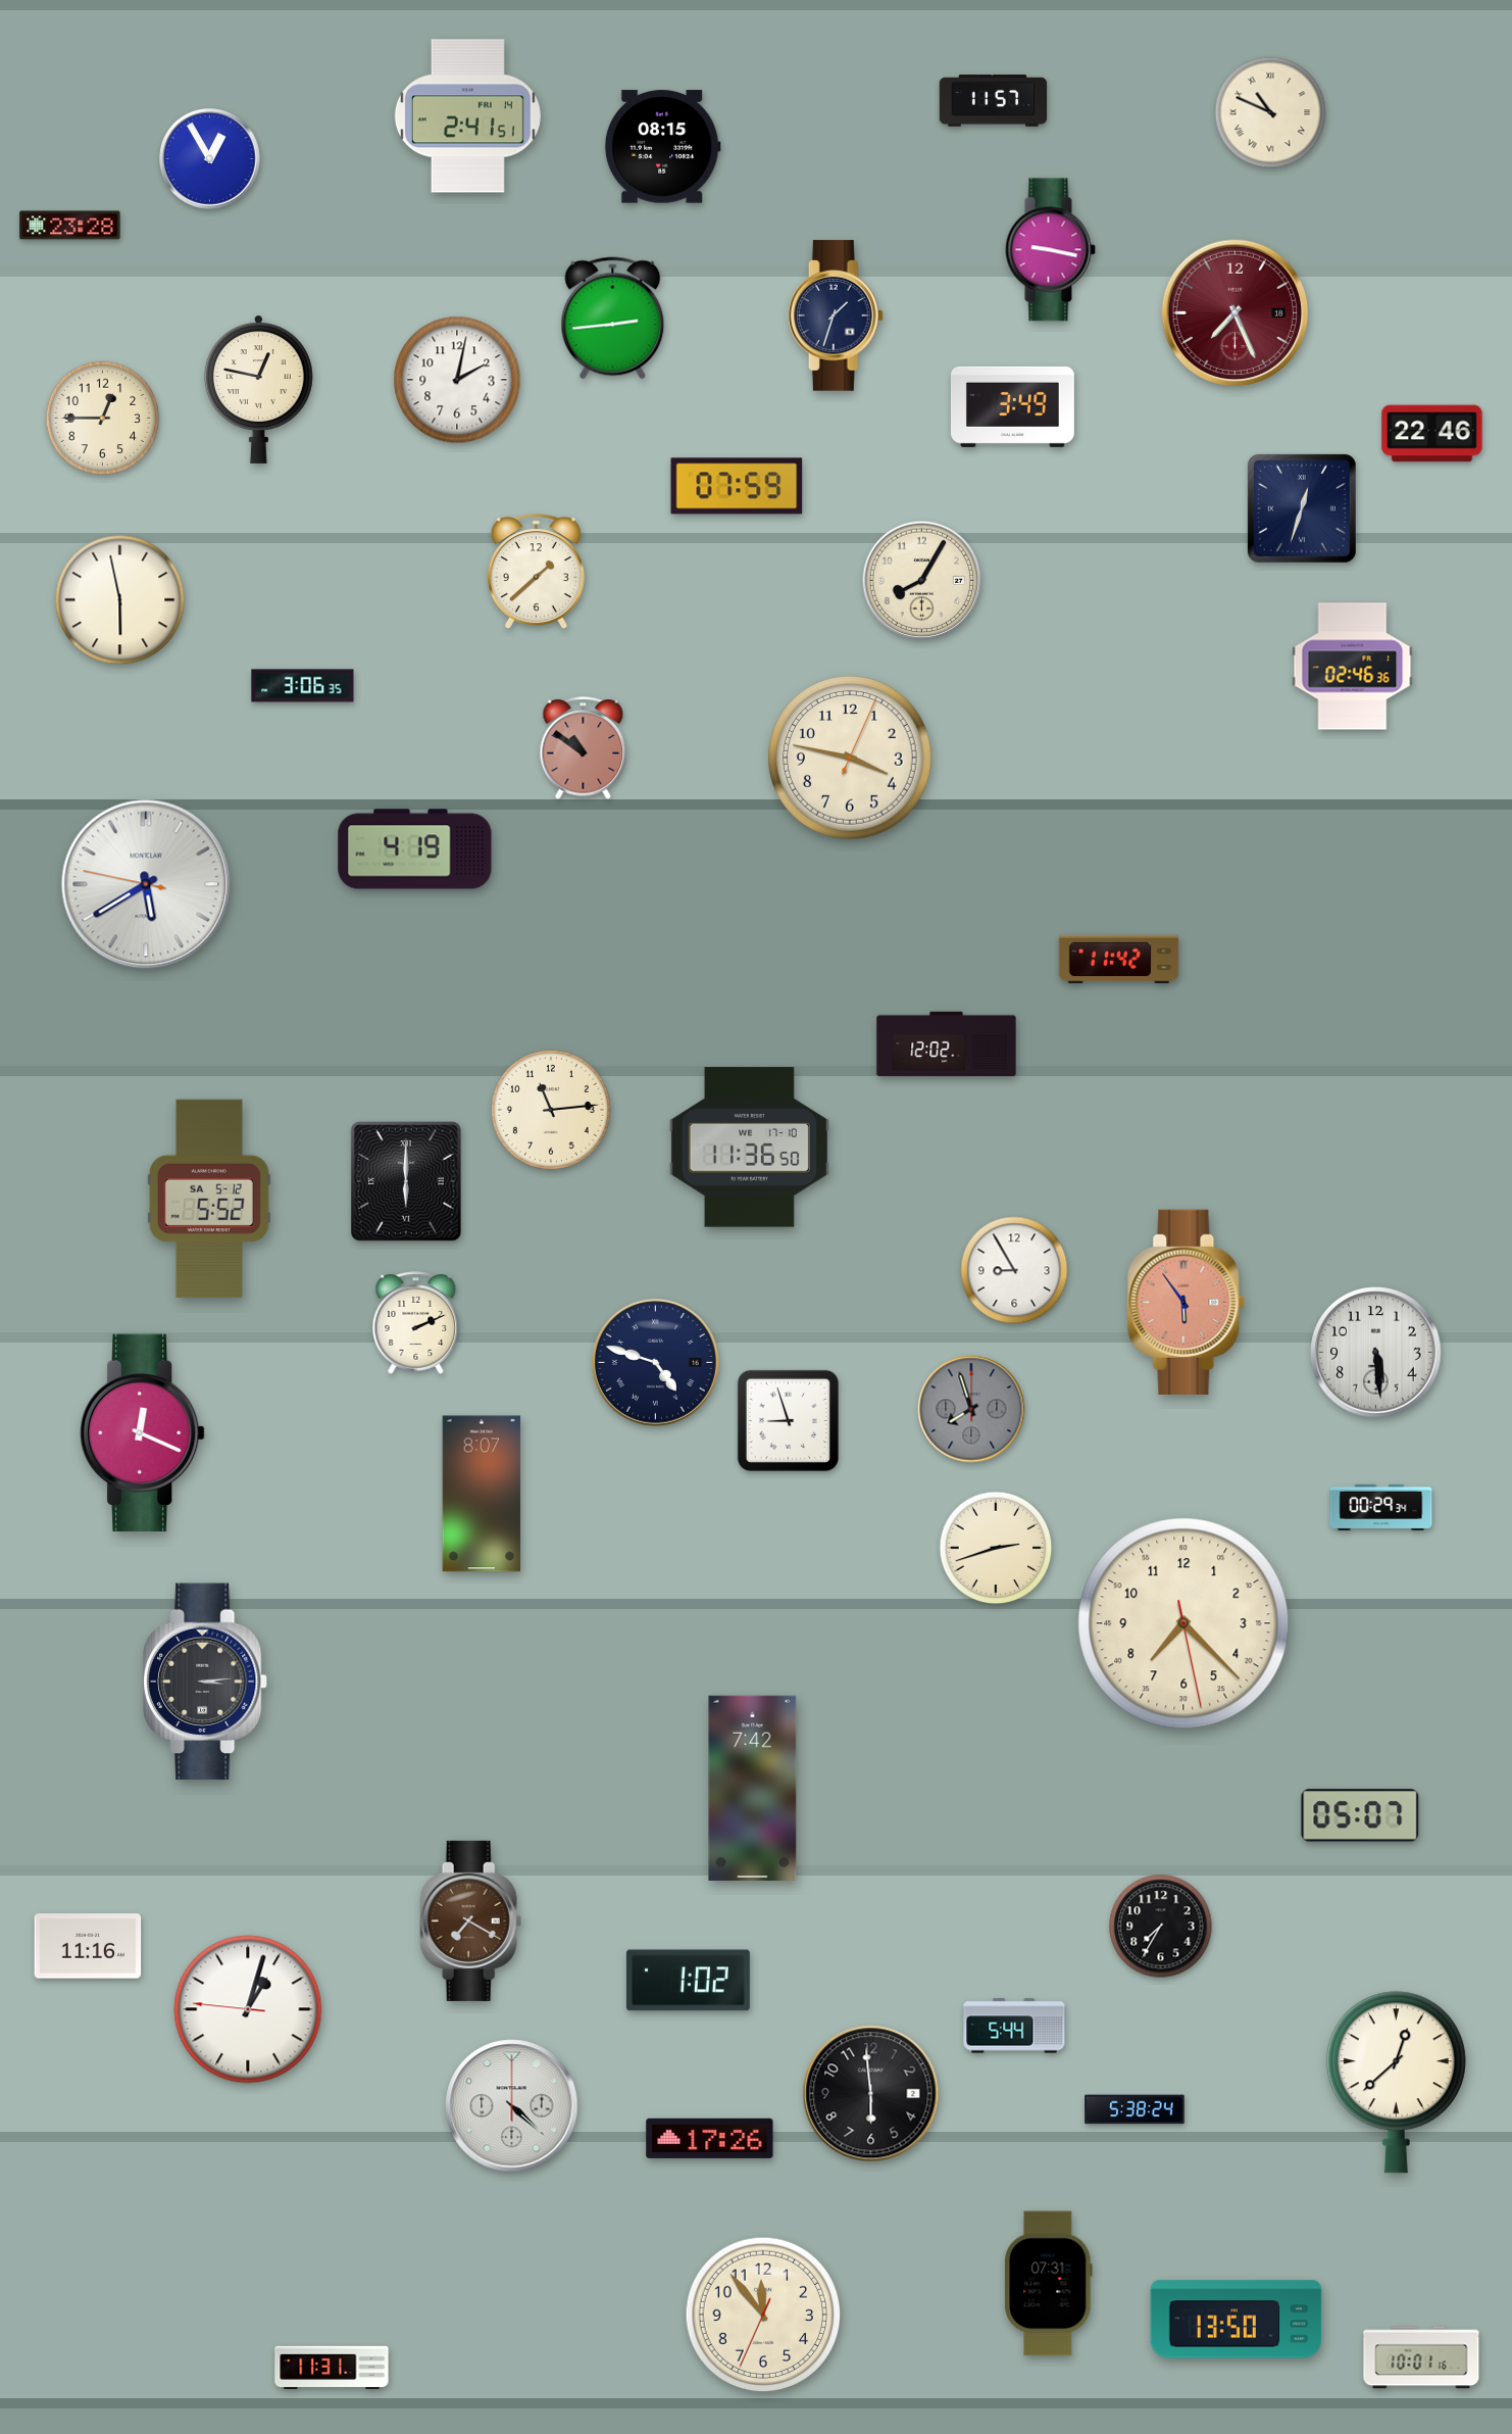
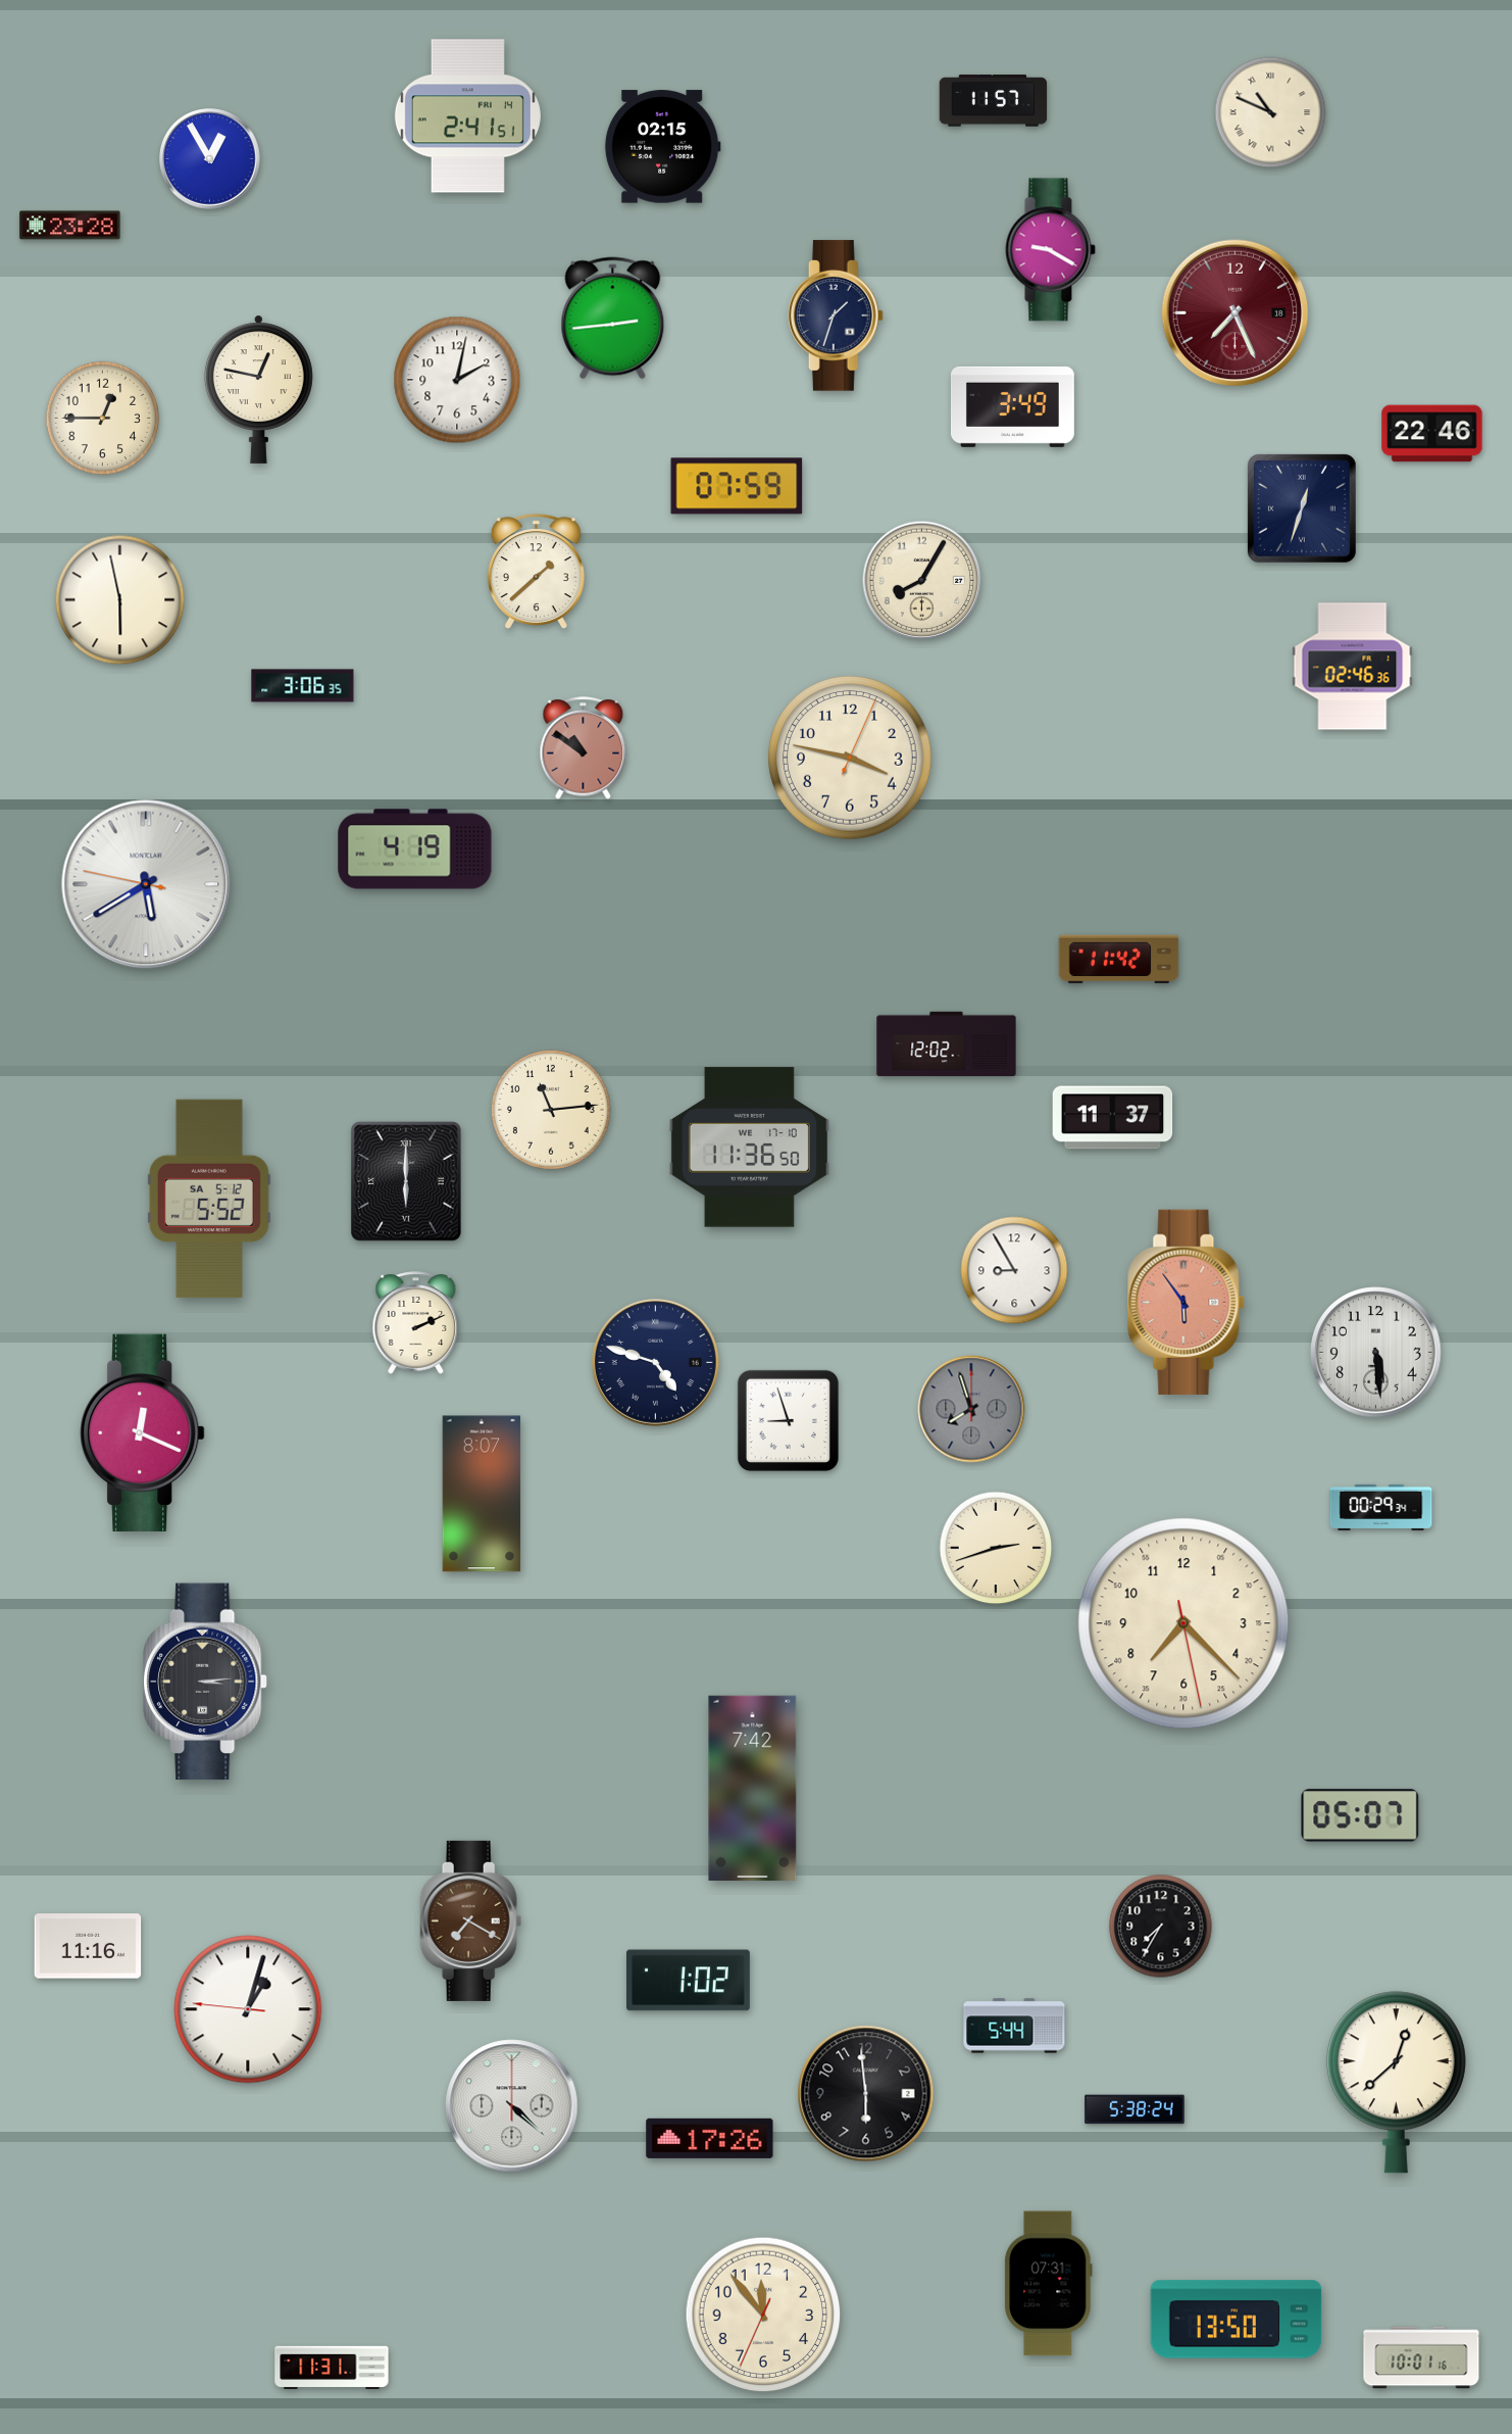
clock at (662, 147): 08:15 -> 02:15
clock at (1050, 250): 9:17 -> 9:20
clock at (1113, 1118): none -> 11:37
clock at (871, 2094) position: (871, 2094) -> (866, 2094)
